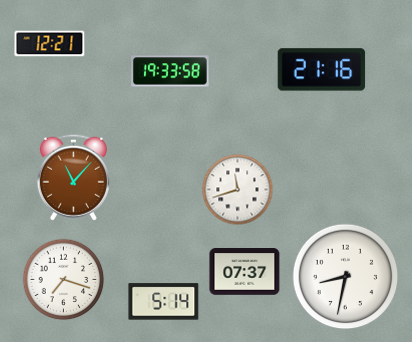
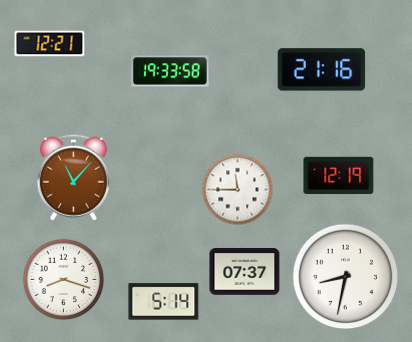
clock at (339, 176): none -> 12:19
clock at (238, 190): 11:42 -> 11:45
clock at (64, 280): 7:18 -> 8:18
